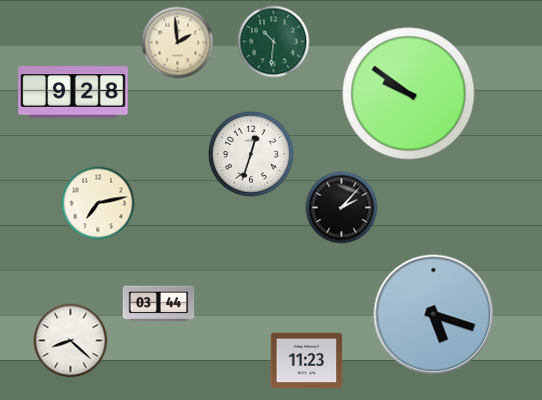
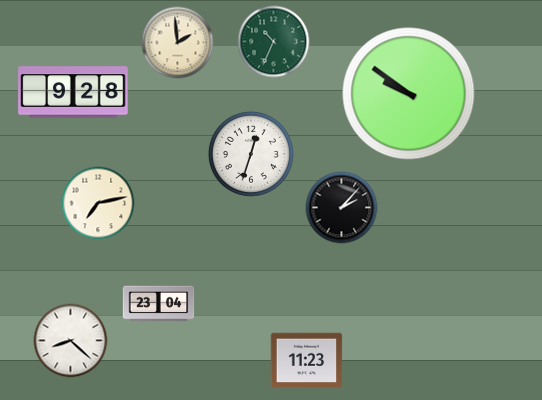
clock at (274, 42): 10:31 -> 10:34
clock at (159, 304): 03:44 -> 23:04
clock at (434, 315): 5:18 -> none
